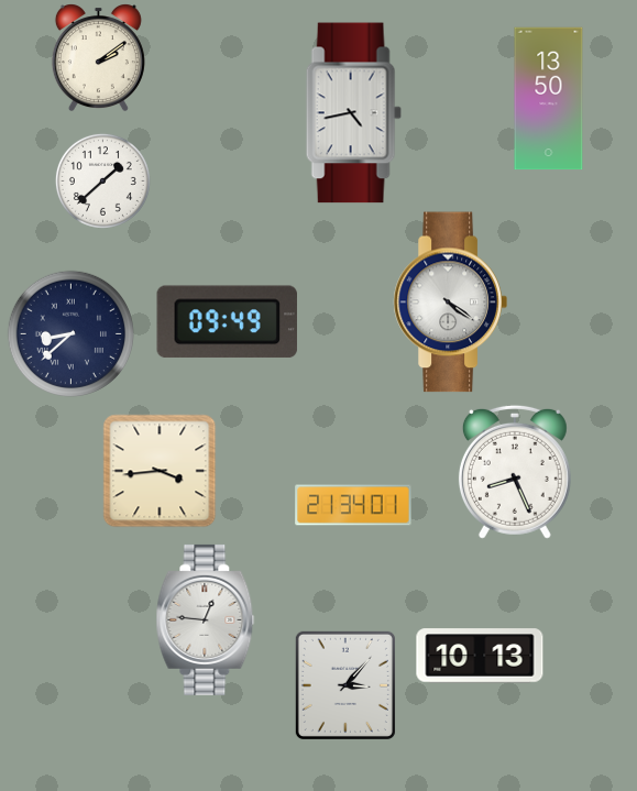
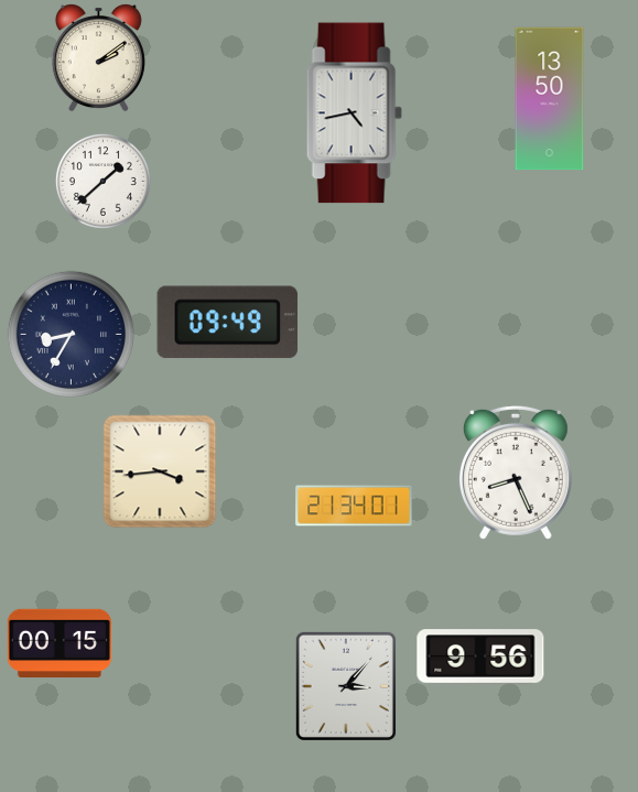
clock at (450, 303): 4:21 -> none
clock at (70, 333): 8:38 -> 8:35
clock at (206, 619): 12:46 -> none
clock at (60, 642): none -> 00:15
clock at (480, 656): 10:13 -> 9:56
